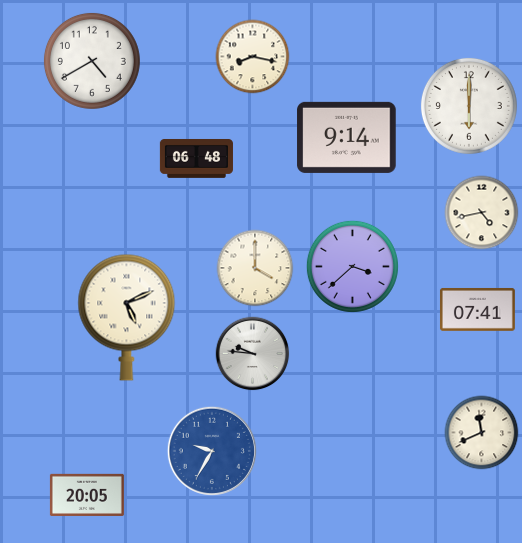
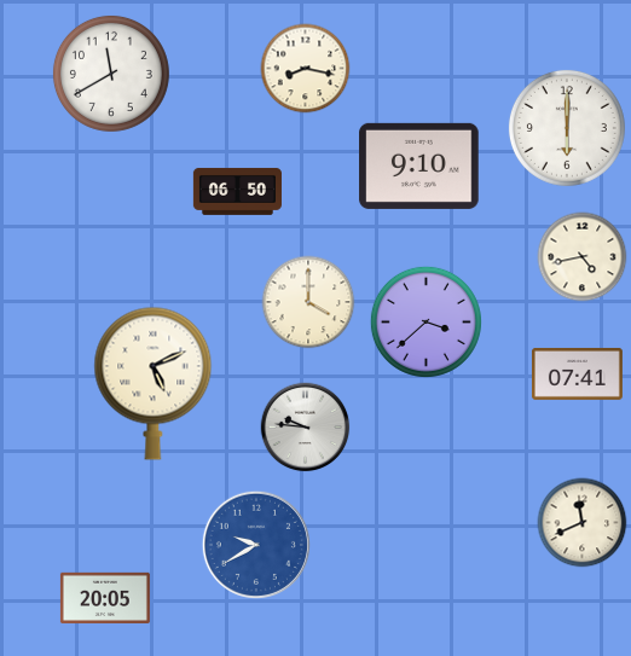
clock at (92, 61): 4:40 -> 11:40
clock at (347, 137): 9:14 -> 9:10
clock at (196, 158): 06:48 -> 06:50
clock at (255, 268) position: (255, 268) -> (308, 302)
clock at (212, 451): 9:35 -> 9:40
